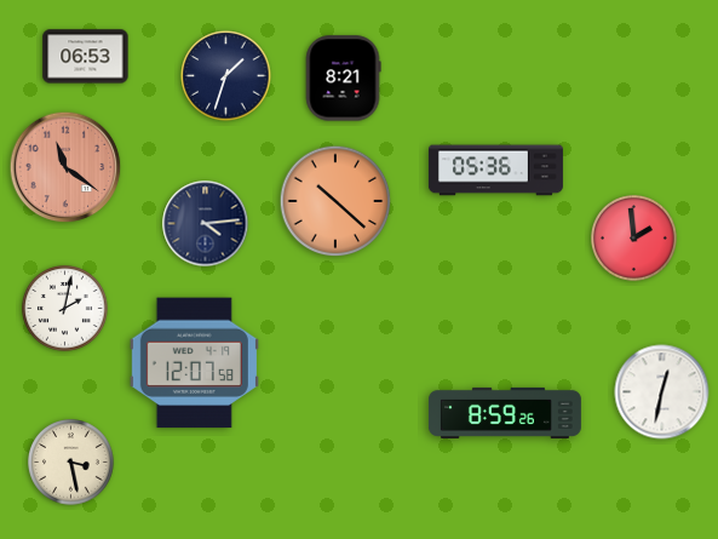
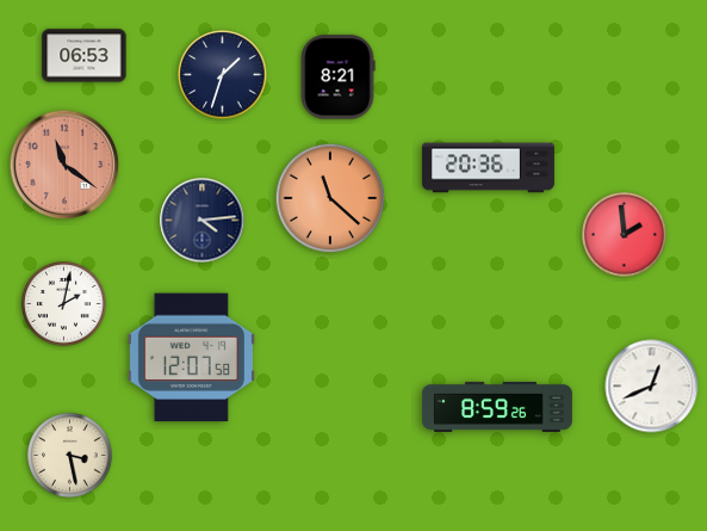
clock at (495, 171): 05:36 -> 20:36
clock at (335, 201): 10:22 -> 11:22
clock at (662, 392): 12:32 -> 12:41
